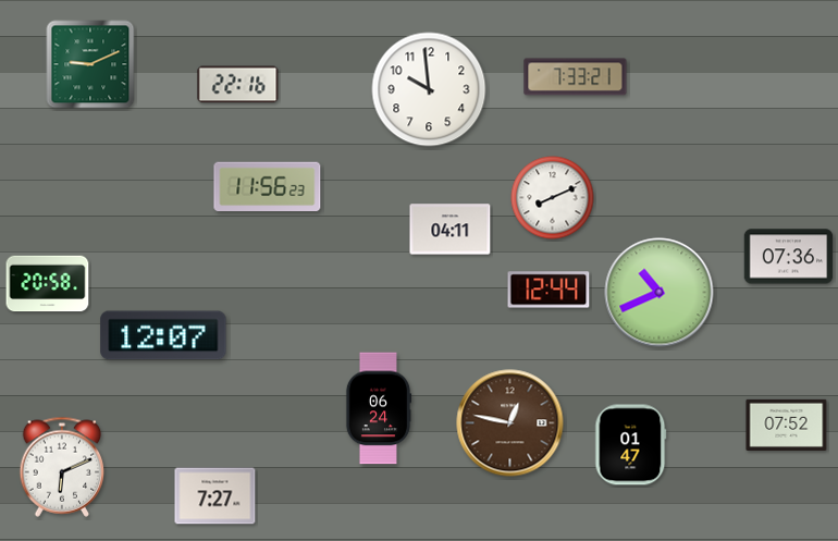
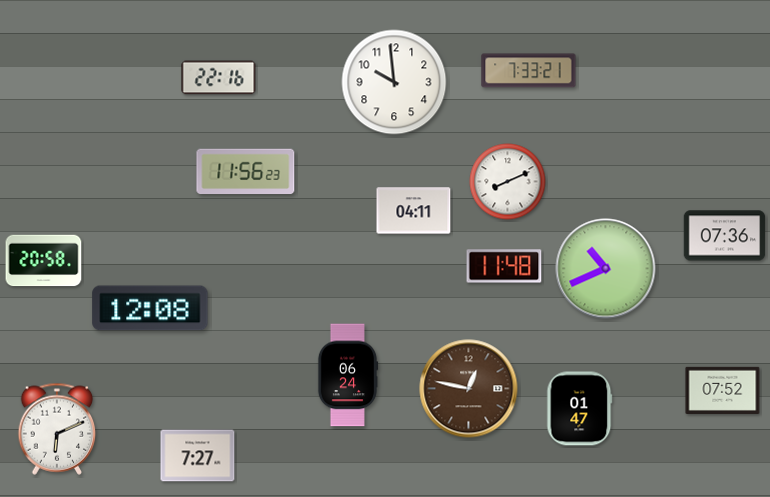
clock at (90, 64): 9:11 -> none
clock at (549, 290): 12:44 -> 11:48
clock at (163, 335): 12:07 -> 12:08
